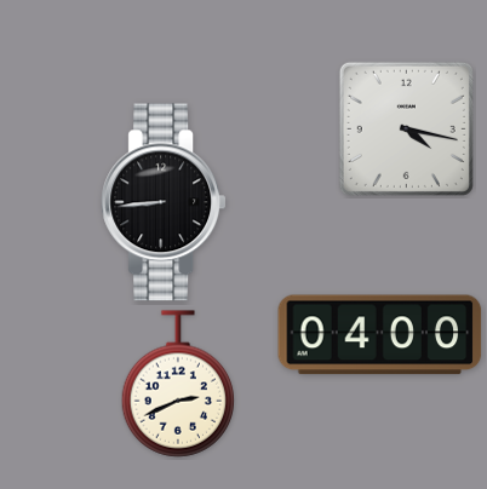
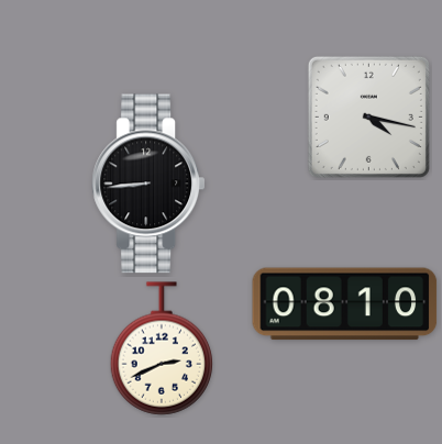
clock at (380, 335): 04:00 -> 08:10
